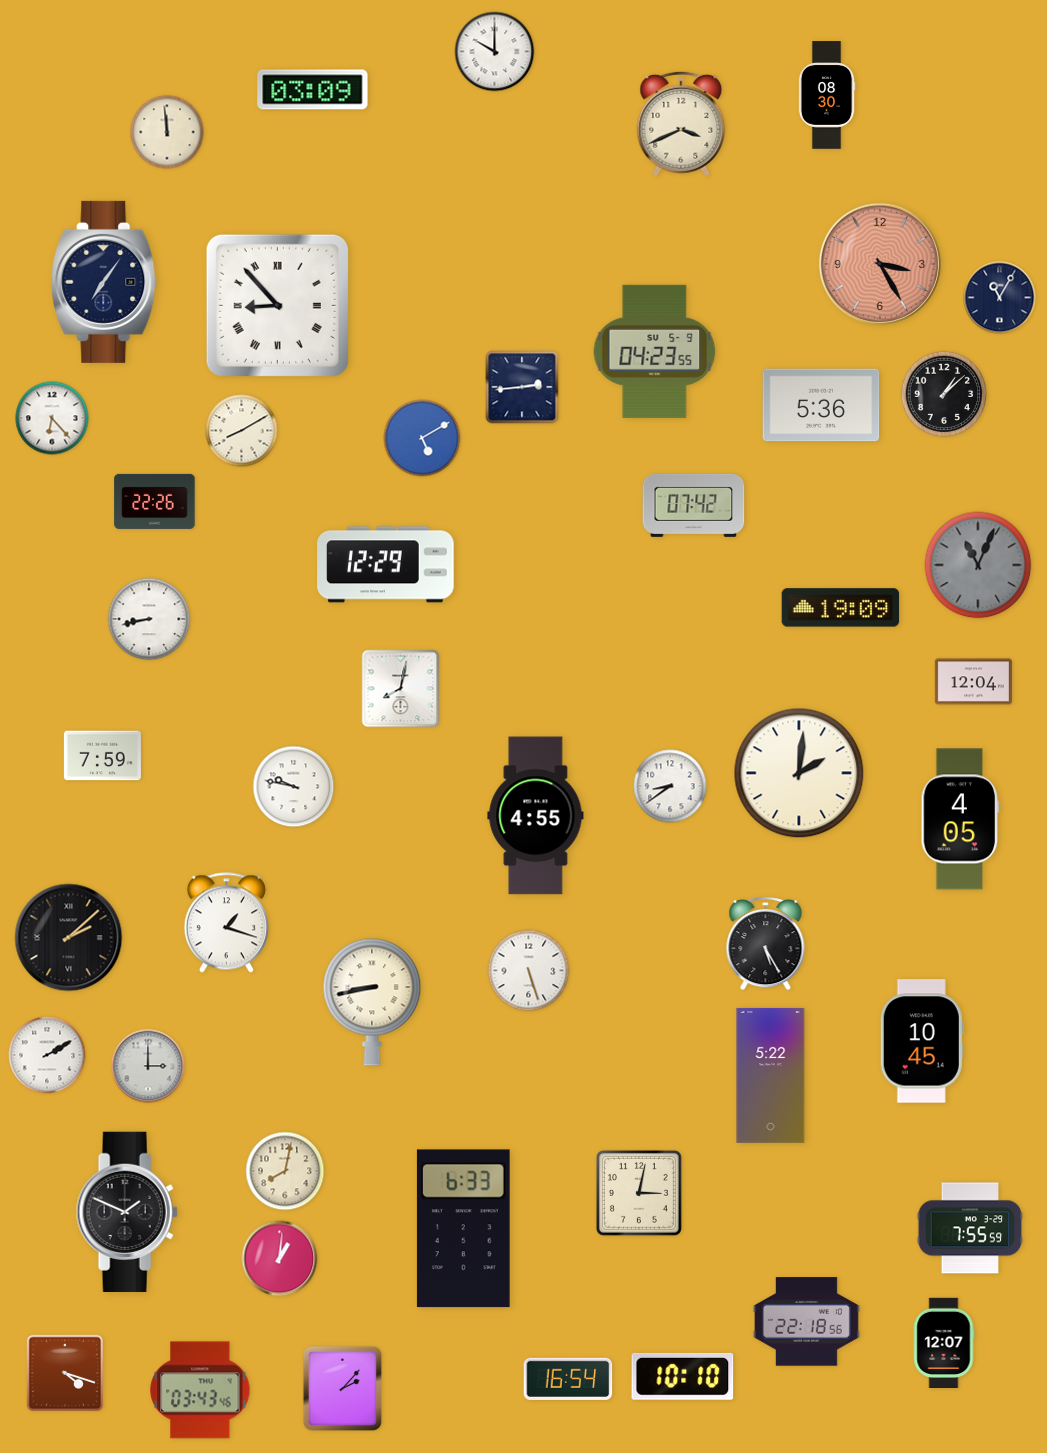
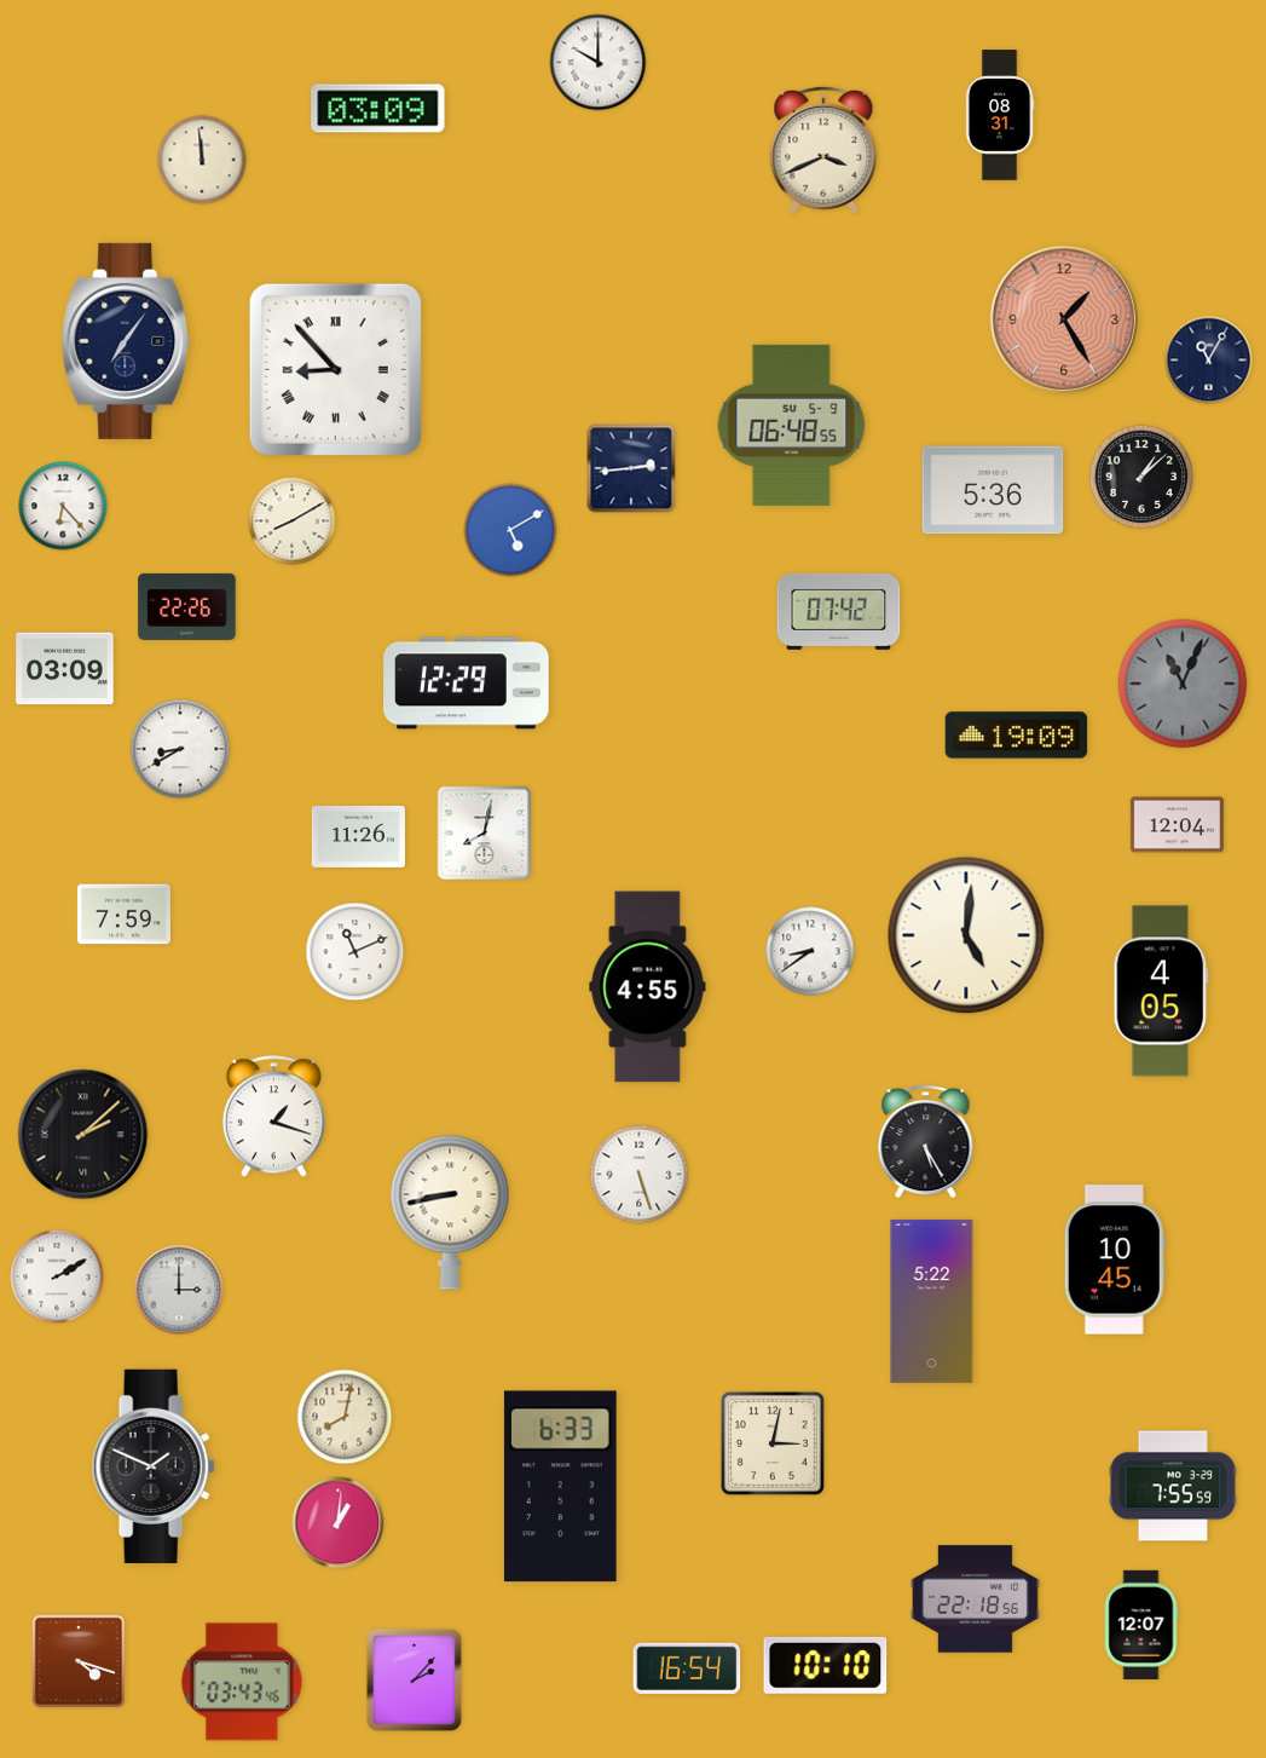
clock at (827, 95): 08:30 -> 08:31
clock at (880, 264): 3:25 -> 1:25
clock at (655, 351): 04:23 -> 06:48
clock at (65, 669): none -> 03:09
clock at (149, 619): 8:43 -> 8:40
clock at (358, 836): none -> 11:26
clock at (799, 773): 2:01 -> 5:01
clock at (294, 787): 9:47 -> 11:11
